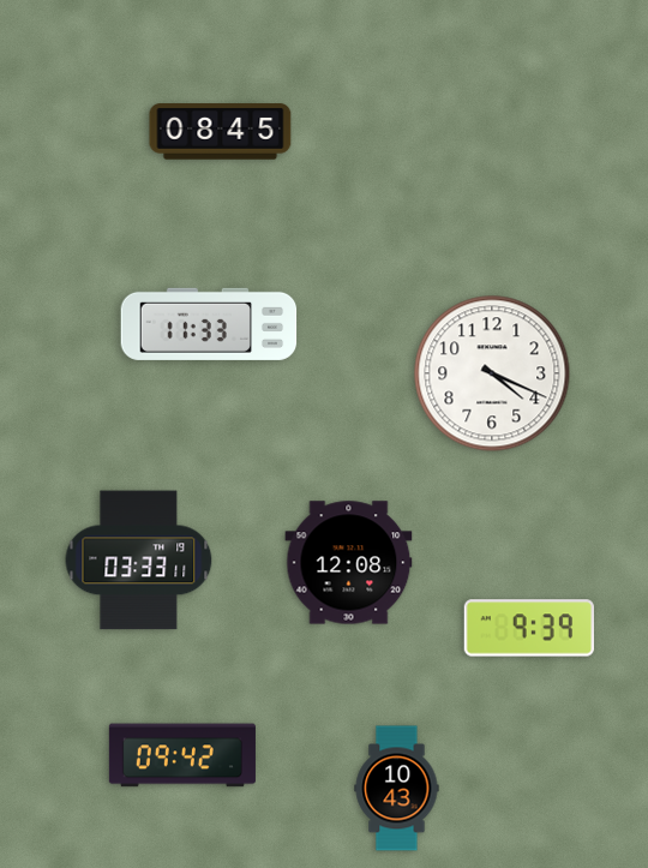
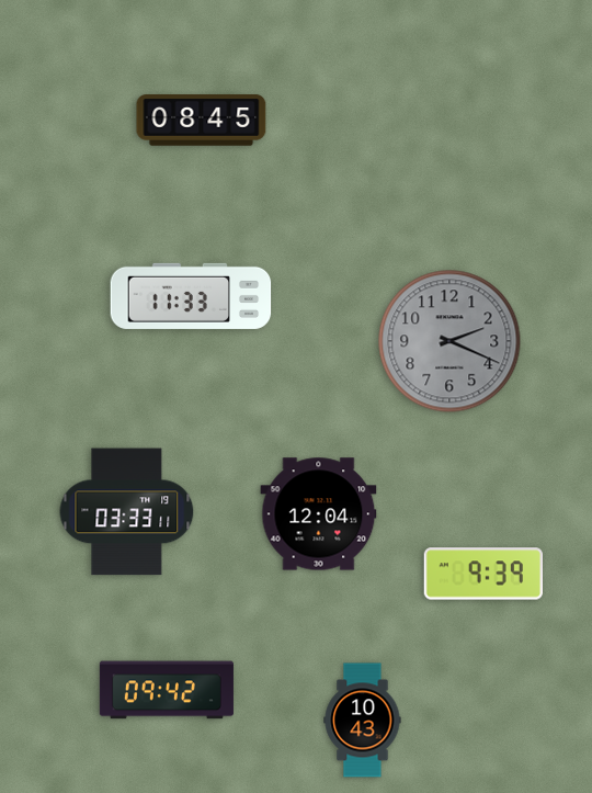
clock at (492, 373): 4:19 -> 2:19
clock at (492, 373) dial: white -> grey
clock at (349, 563): 12:08 -> 12:04
